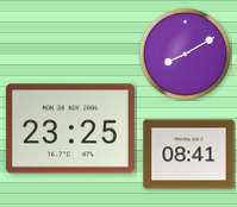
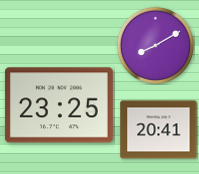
clock at (70, 128) position: (70, 128) -> (59, 105)
clock at (189, 155): 08:41 -> 20:41
